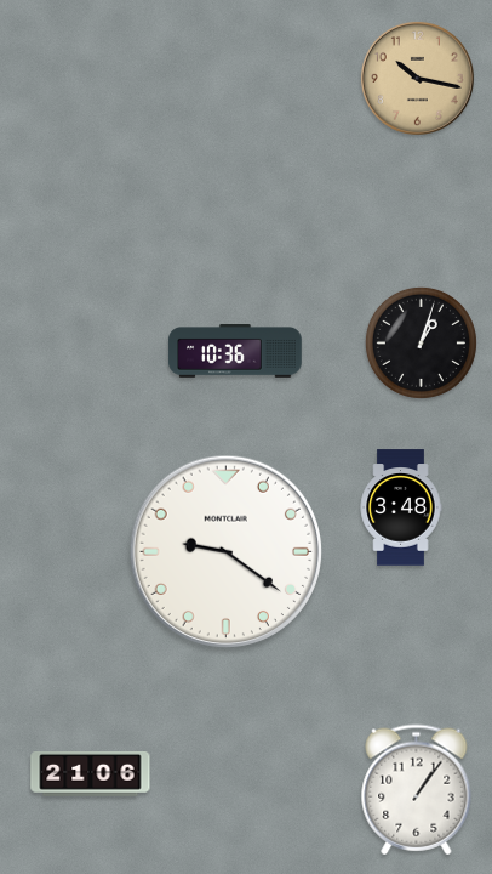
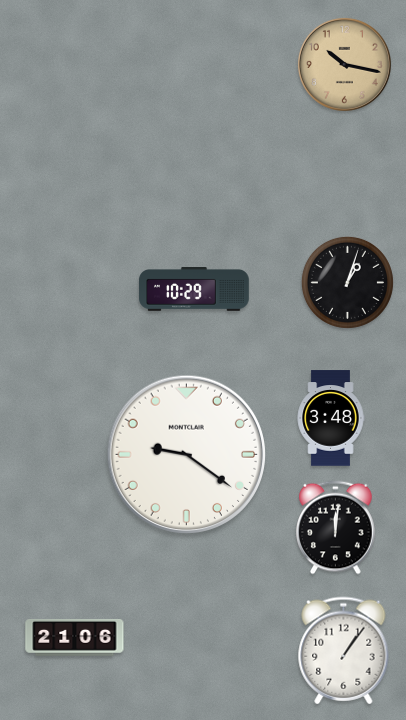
clock at (235, 352): 10:36 -> 10:29
clock at (336, 528): none -> 12:01
